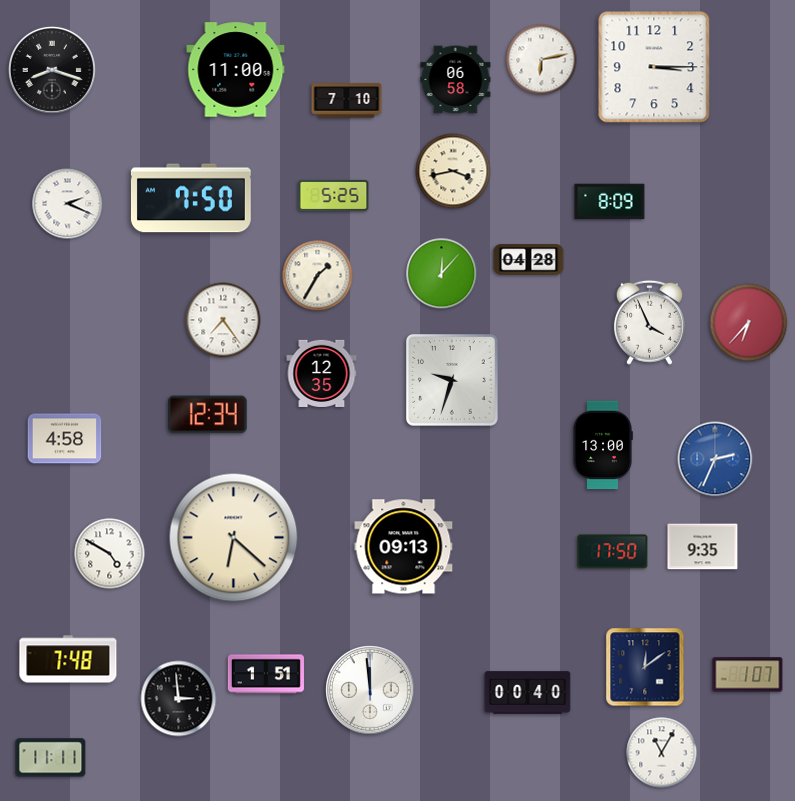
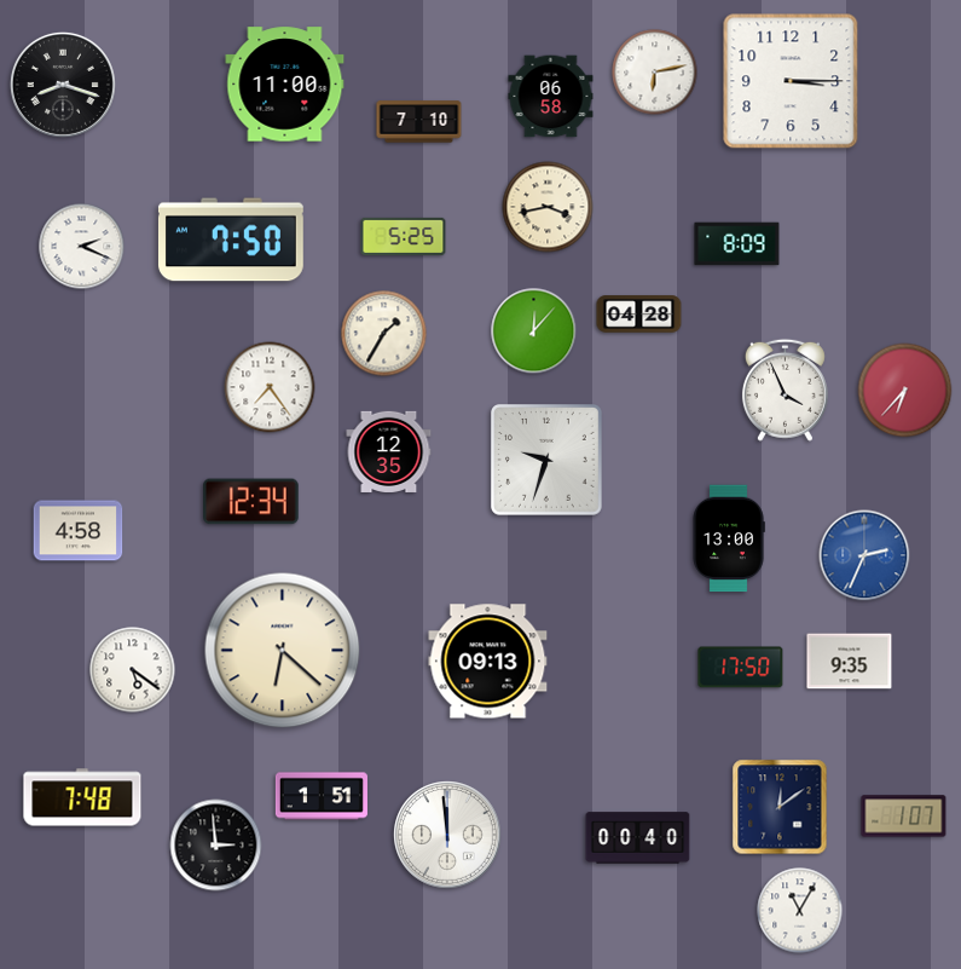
clock at (110, 554): 4:50 -> 5:21
clock at (266, 674) position: (266, 674) -> (322, 796)
clock at (51, 758): 11:11 -> none
